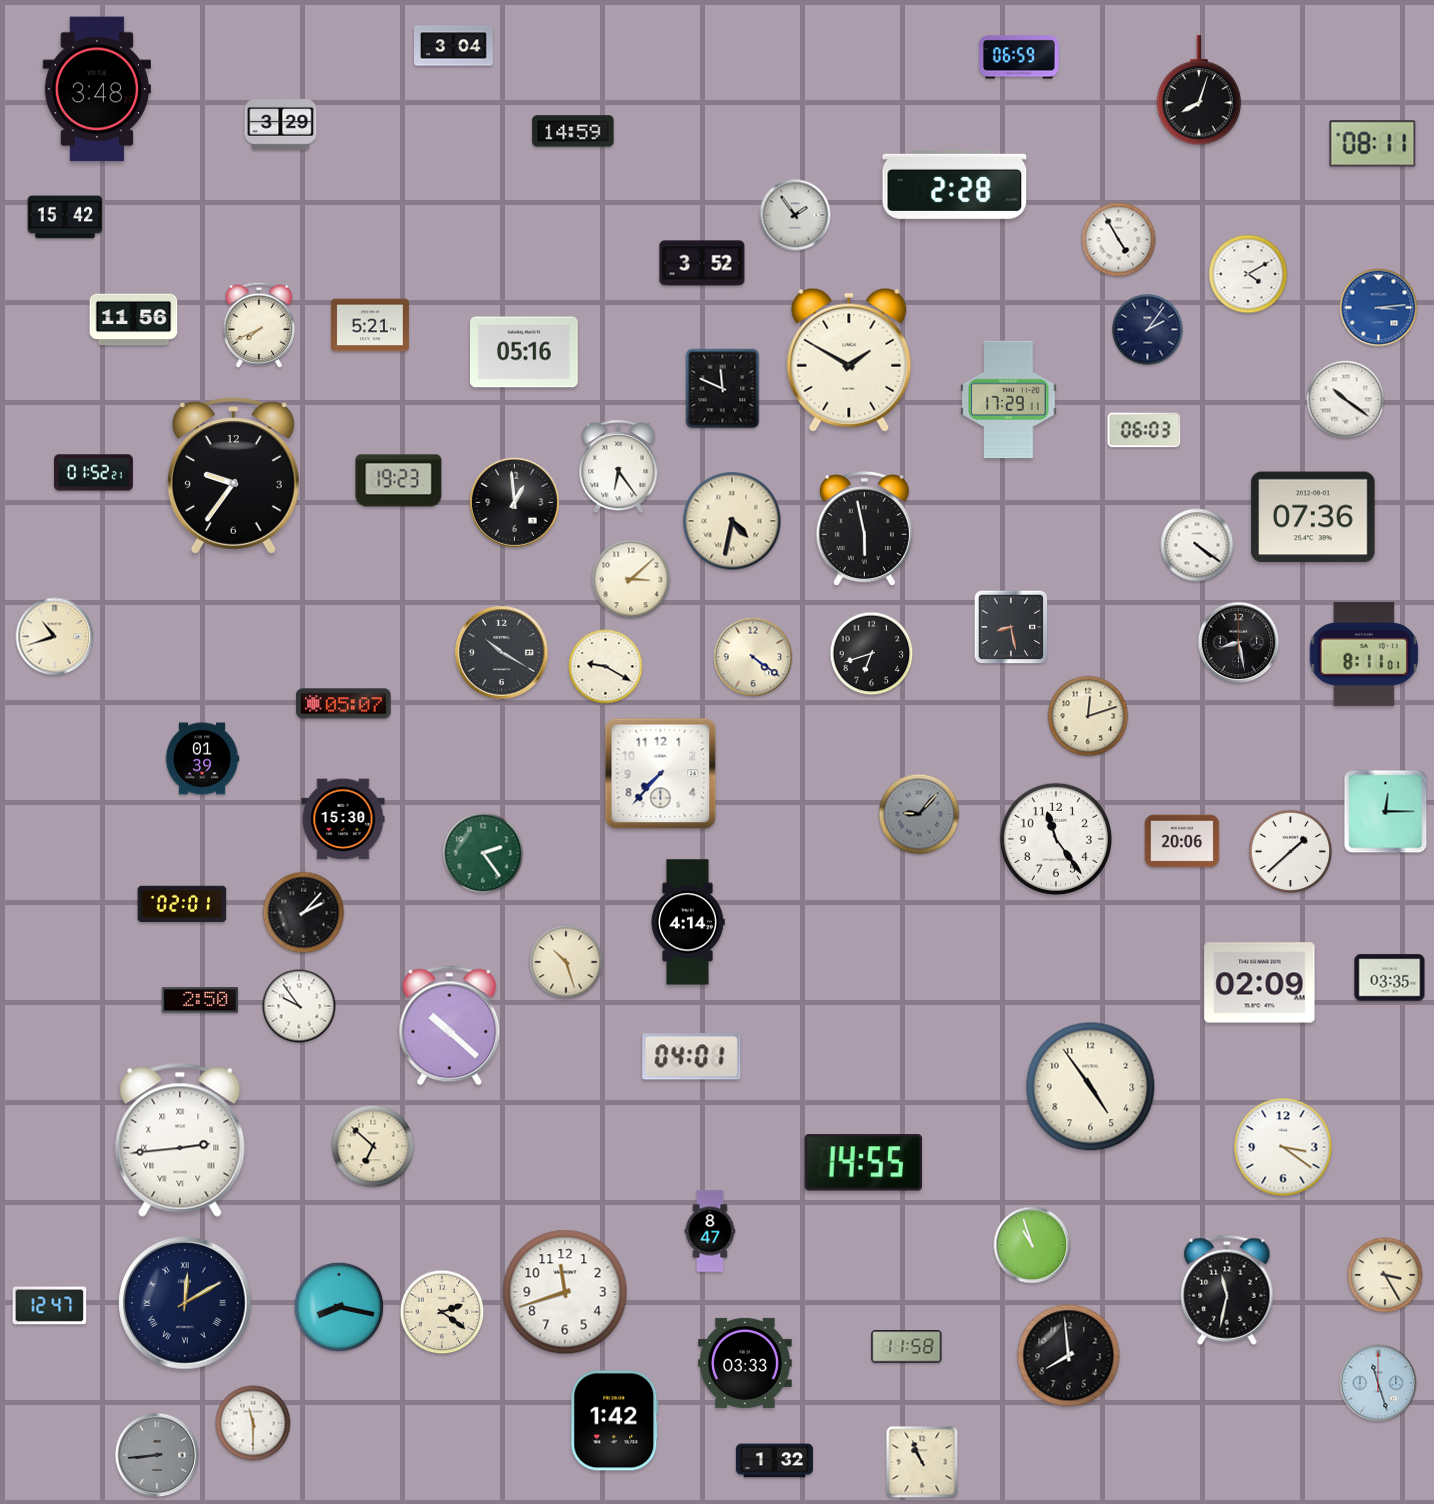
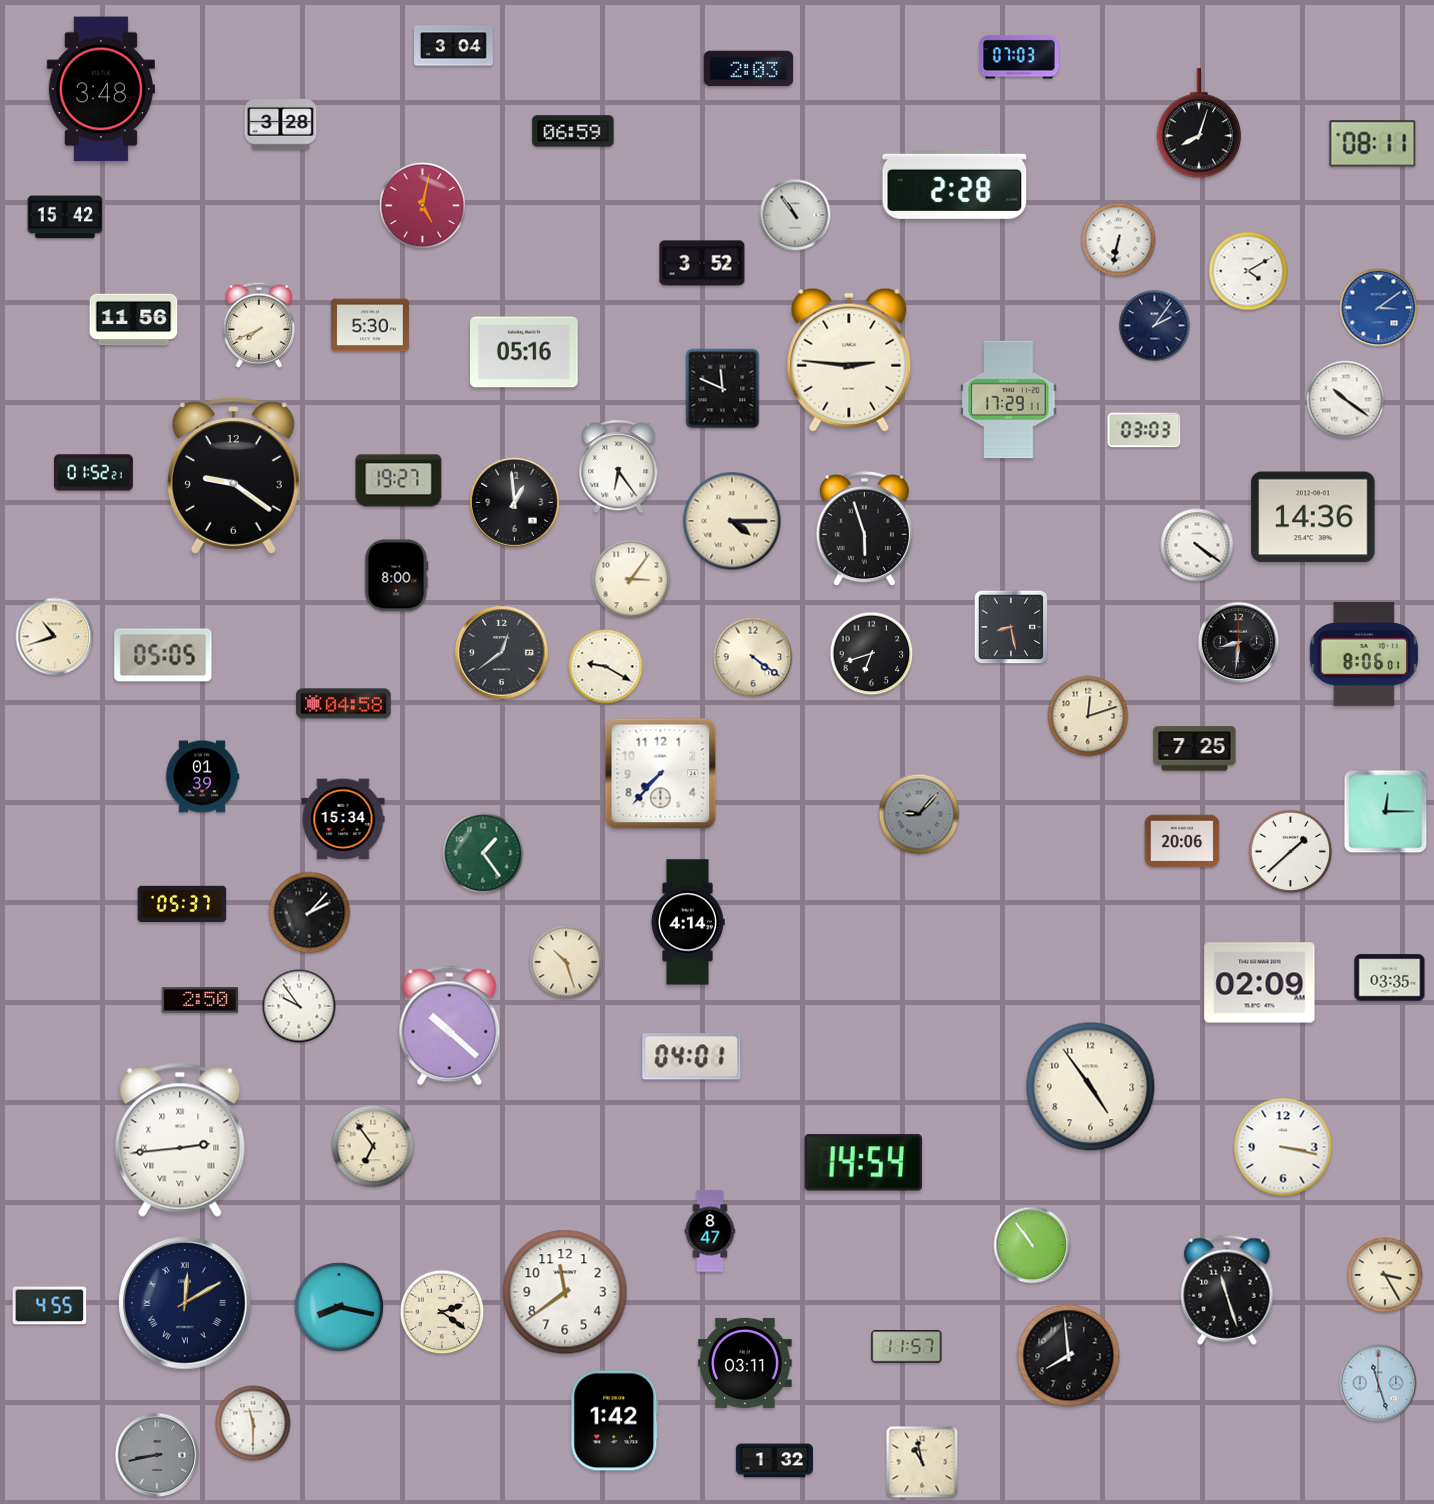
clock at (1019, 57): 06:59 -> 07:03
clock at (749, 69): none -> 2:03
clock at (97, 89) position: (97, 89) -> (101, 89)
clock at (1198, 91) position: (1198, 91) -> (1198, 124)
clock at (281, 125): 3:29 -> 3:28
clock at (573, 131): 14:59 -> 06:59
clock at (422, 205): none -> 5:02
clock at (795, 215): 1:54 -> 10:54
clock at (1119, 240): 4:55 -> 6:32
clock at (1248, 274) position: (1248, 274) -> (1248, 271)
clock at (1379, 308): 3:14 -> 3:09
clock at (370, 325): 5:21 -> 5:30
clock at (1148, 330) position: (1148, 330) -> (1155, 326)
clock at (849, 360): 1:50 -> 2:46
clock at (1144, 430): 06:03 -> 03:03
clock at (233, 476): 9:36 -> 9:21
clock at (399, 481): 19:23 -> 19:27
clock at (1313, 517): 07:36 -> 14:36
clock at (732, 521): 4:32 -> 4:15
clock at (864, 530): 5:58 -> 5:57
clock at (397, 576): none -> 8:00
clock at (631, 579): 3:08 -> 3:06
clock at (1239, 643): 8:28 -> 8:31
clock at (502, 653): 10:20 -> 12:39
clock at (1364, 654): 8:11 -> 8:06
clock at (163, 655): none -> 05:05
clock at (344, 704): 05:07 -> 04:58
clock at (1195, 749): none -> 7:25
clock at (202, 759) position: (202, 759) -> (202, 777)
clock at (343, 819): 15:30 -> 15:34
clock at (1056, 839): 11:24 -> none
clock at (483, 853): 2:24 -> 1:24
clock at (182, 904): 02:01 -> 05:37
clock at (304, 913) position: (304, 913) -> (310, 913)
clock at (373, 1146): 6:52 -> 6:54
clock at (1283, 1147): 3:21 -> 3:17
clock at (864, 1163): 14:55 -> 14:54
clock at (1032, 1245): 10:57 -> 10:54
clock at (1227, 1290): 11:32 -> 11:27
clock at (565, 1292): 11:42 -> 11:39
clock at (50, 1306): 12:47 -> 4:55
clock at (907, 1347): 11:58 -> 11:57
clock at (746, 1363): 03:33 -> 03:11
clock at (157, 1455): 8:44 -> 8:43
clock at (922, 1462): 10:56 -> 10:58
